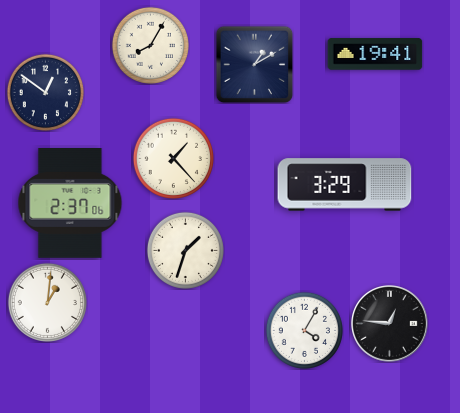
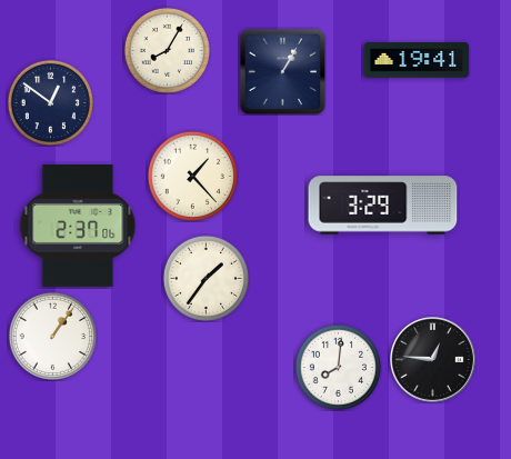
clock at (254, 64): 1:10 -> 1:05
clock at (185, 250): 1:33 -> 1:36
clock at (47, 302): 1:01 -> 1:06
clock at (304, 330): 4:05 -> 8:01
